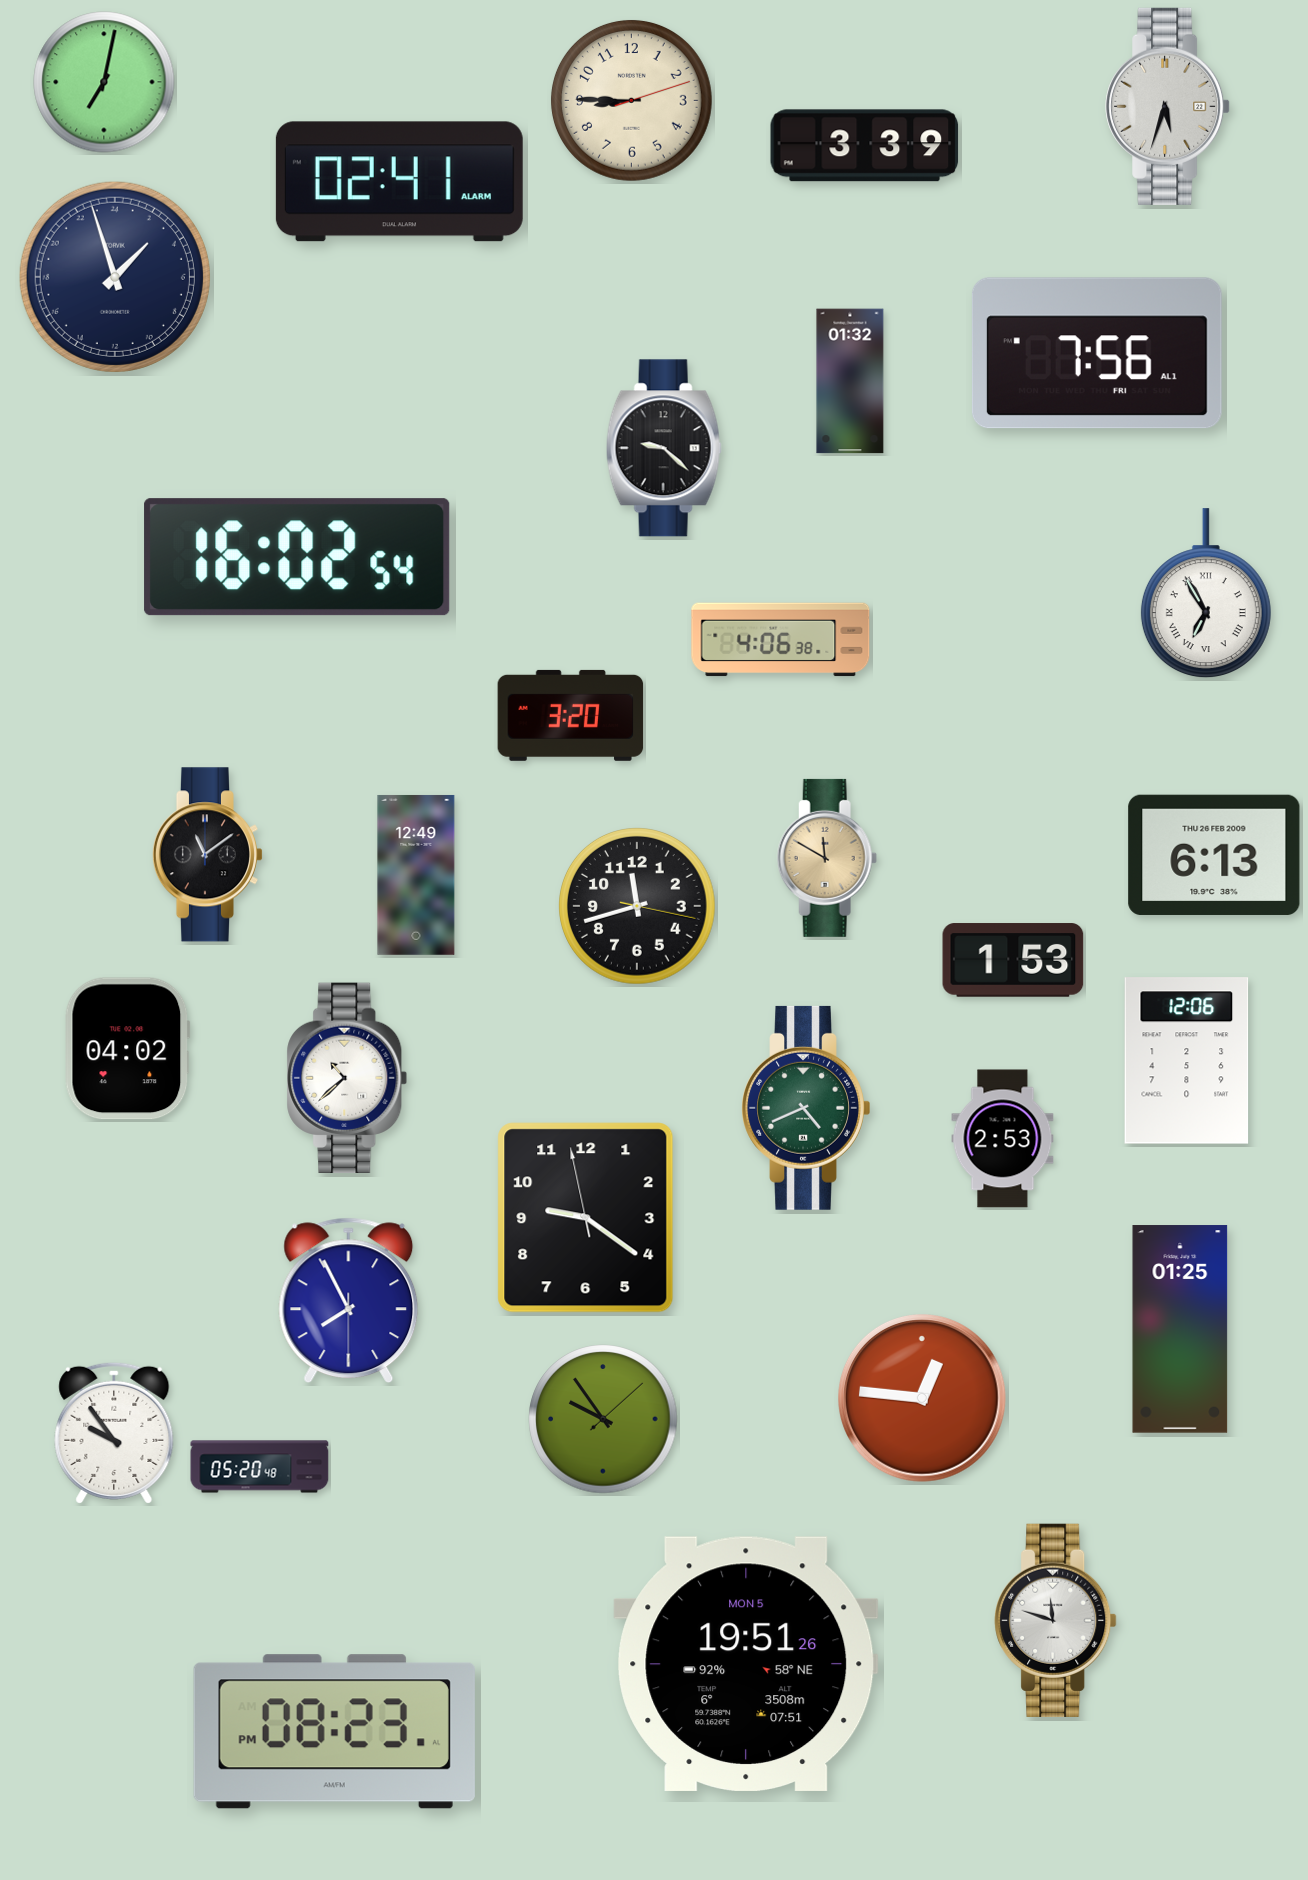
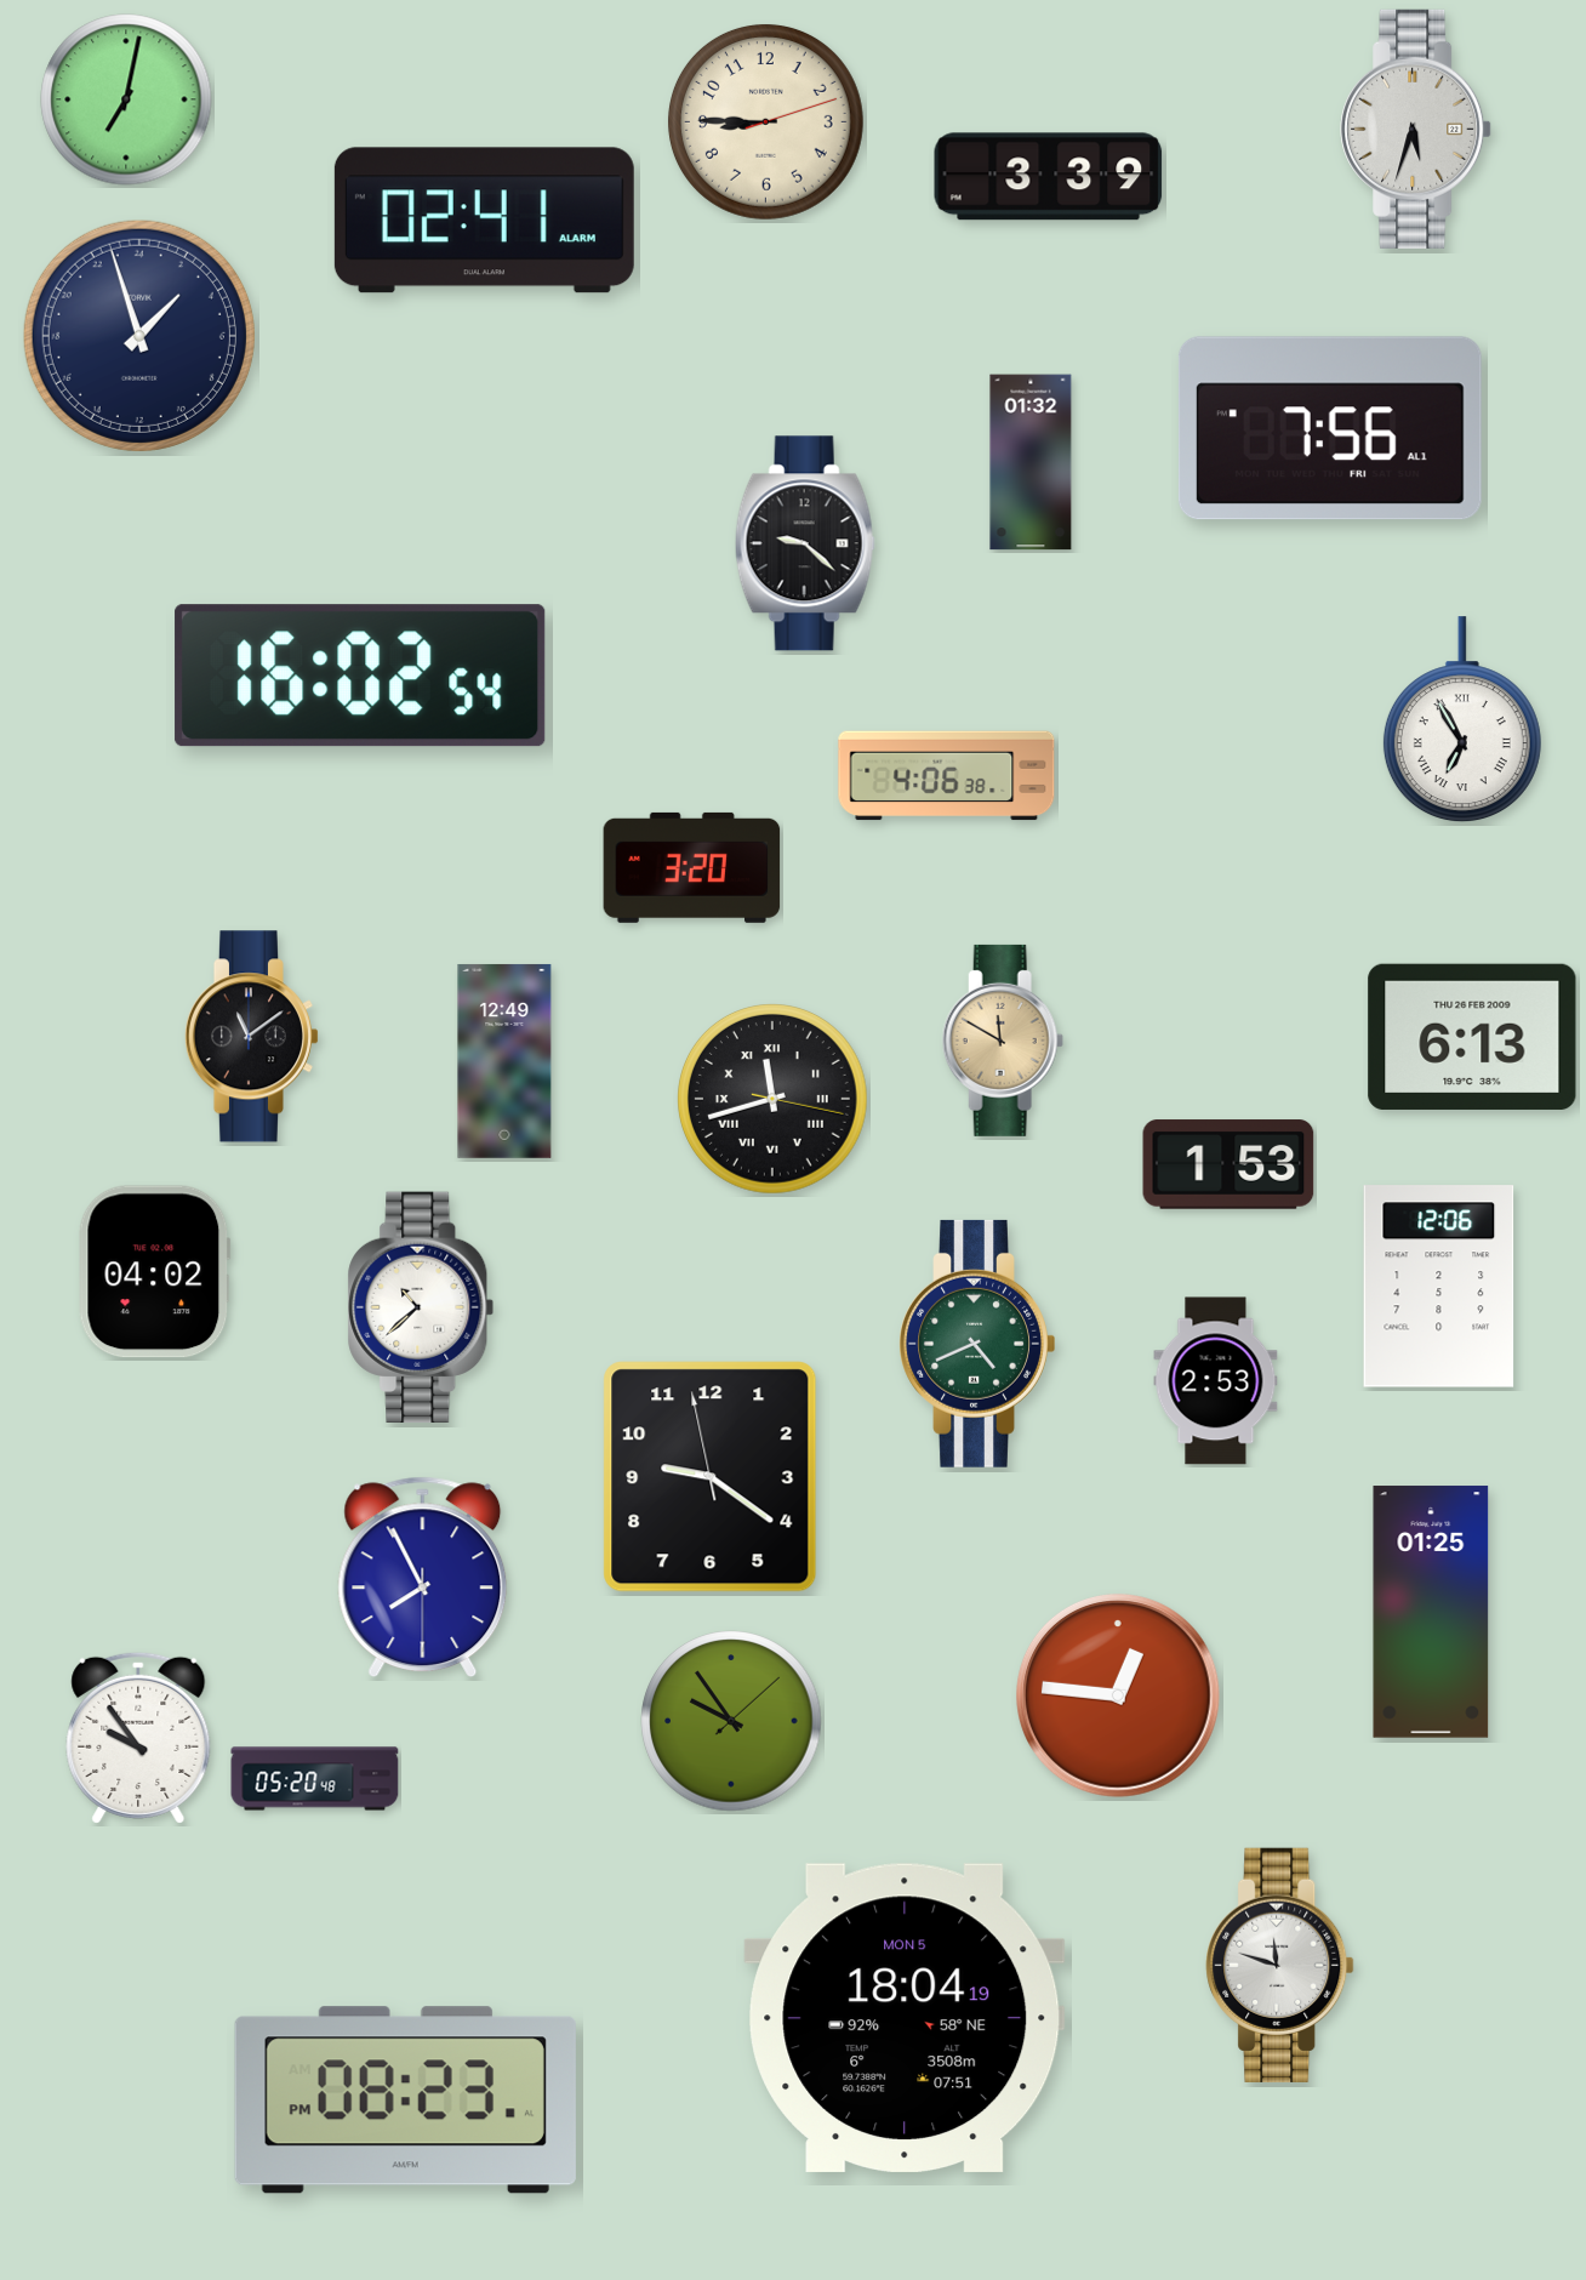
clock at (638, 907) numerals: Arabic -> Roman
clock at (746, 1664): 19:51 -> 18:04
